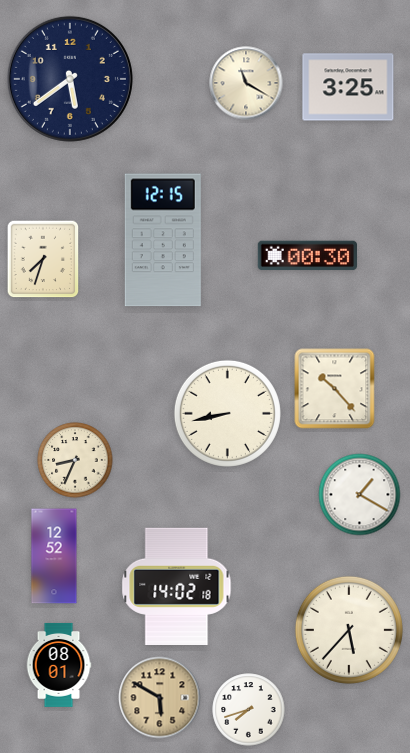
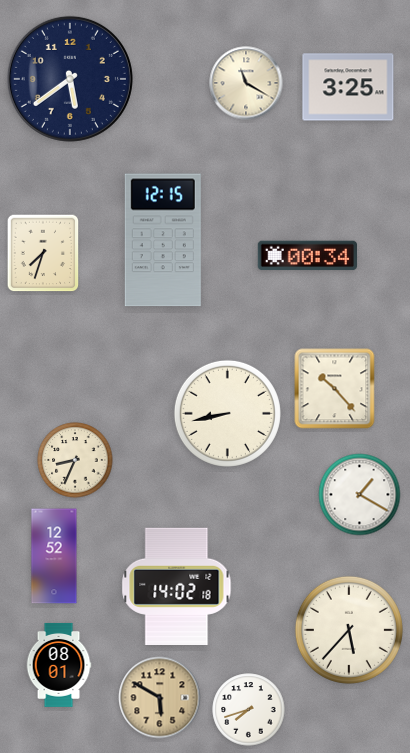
clock at (307, 256): 00:30 -> 00:34
clock at (43, 259) position: (43, 259) -> (43, 253)
